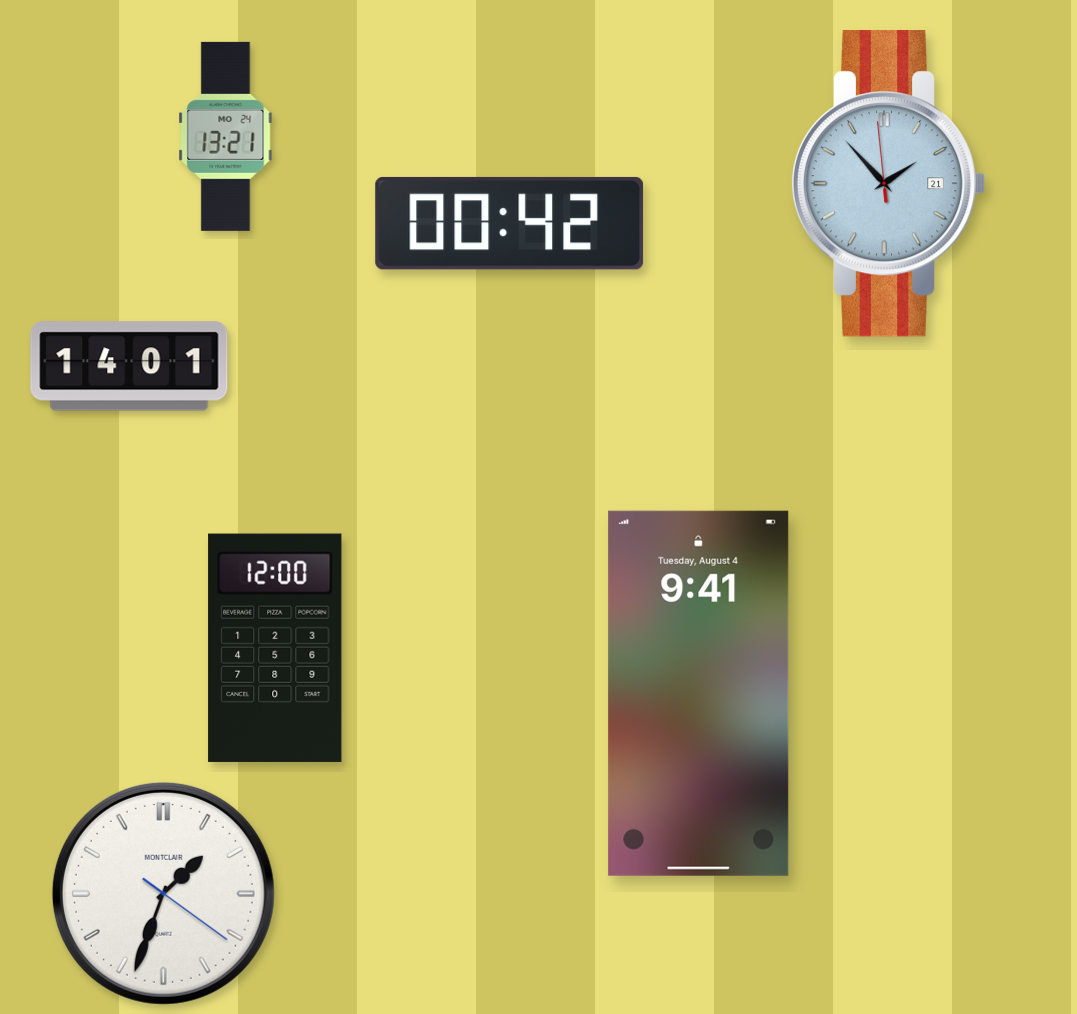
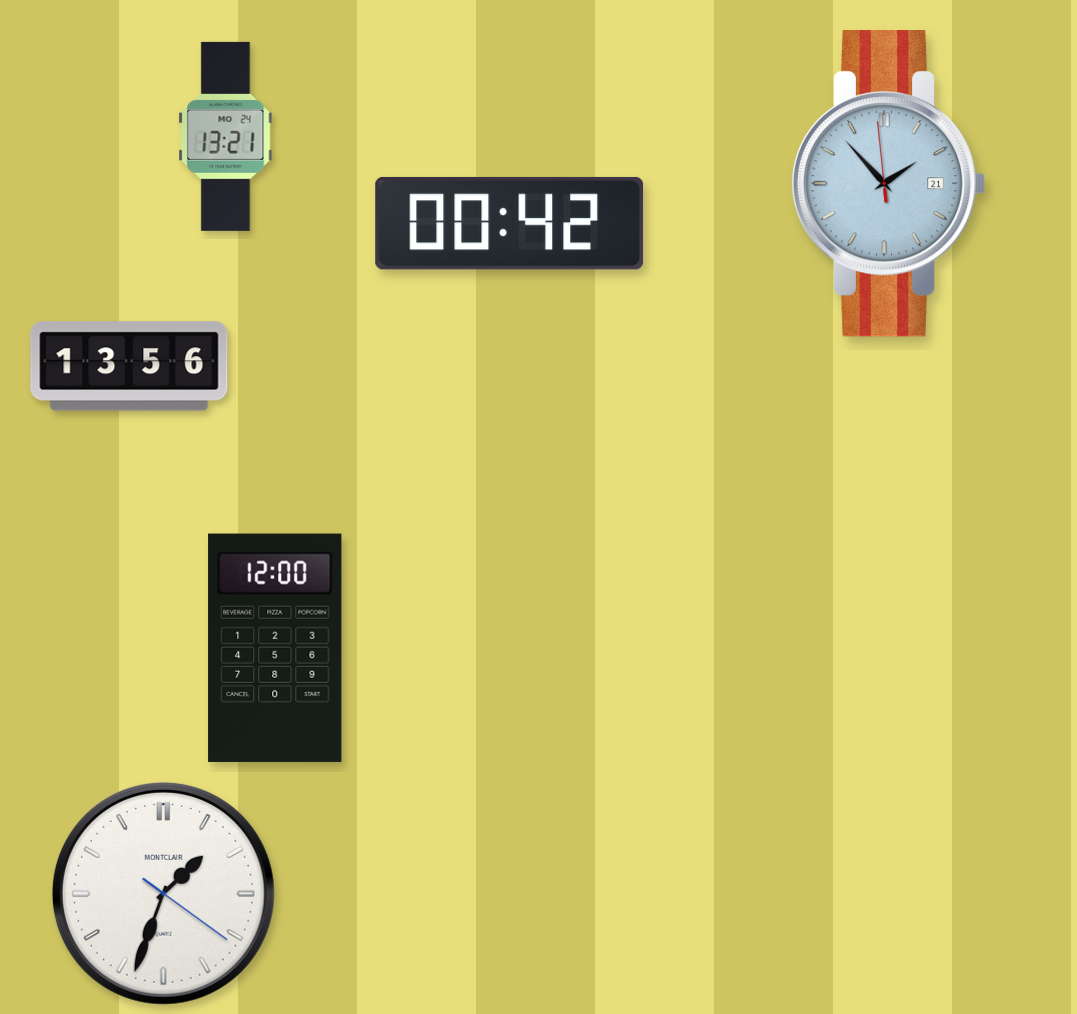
clock at (129, 366): 14:01 -> 13:56
clock at (699, 693): 9:41 -> none
